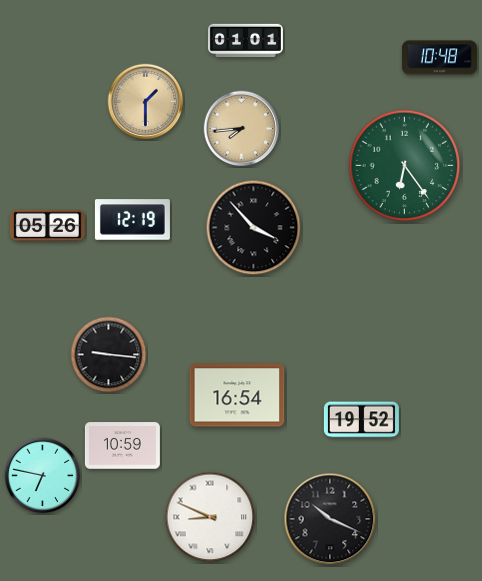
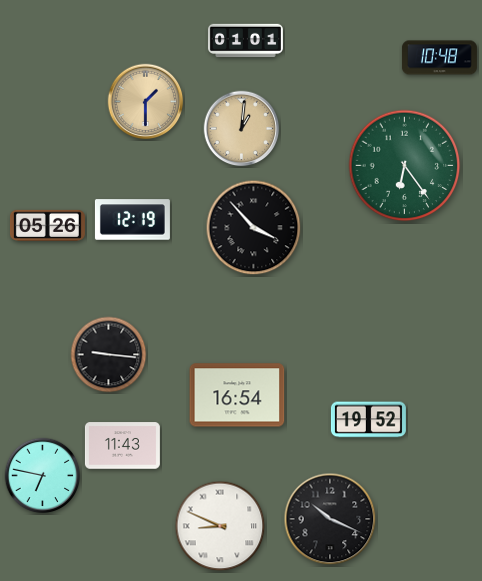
clock at (242, 129): 7:44 -> 1:01
clock at (361, 420) position: (361, 420) -> (368, 420)
clock at (122, 446): 10:59 -> 11:43
clock at (210, 517) position: (210, 517) -> (220, 526)
